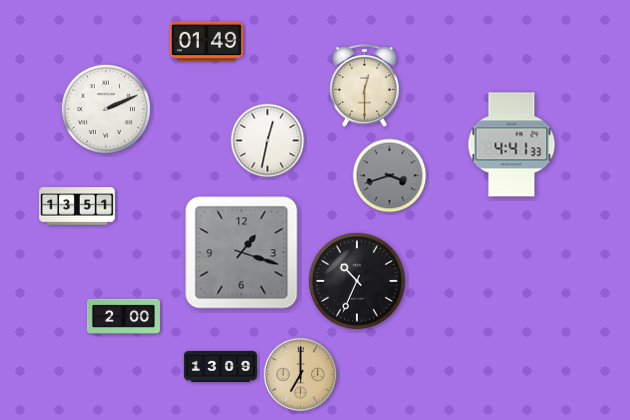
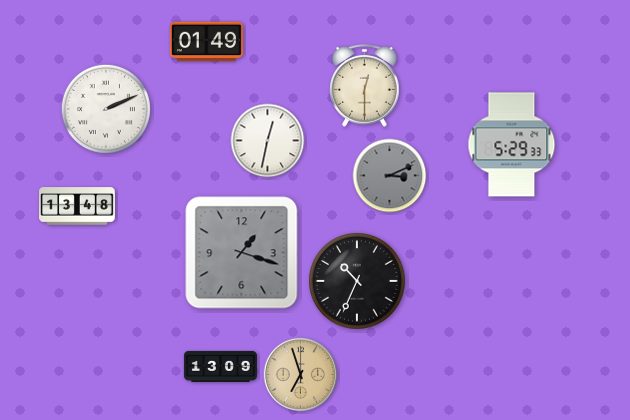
clock at (512, 145): 4:41 -> 5:29
clock at (390, 176): 3:42 -> 3:11
clock at (77, 206): 13:51 -> 13:48
clock at (123, 316): 2:00 -> none
clock at (301, 375): 7:00 -> 6:57
